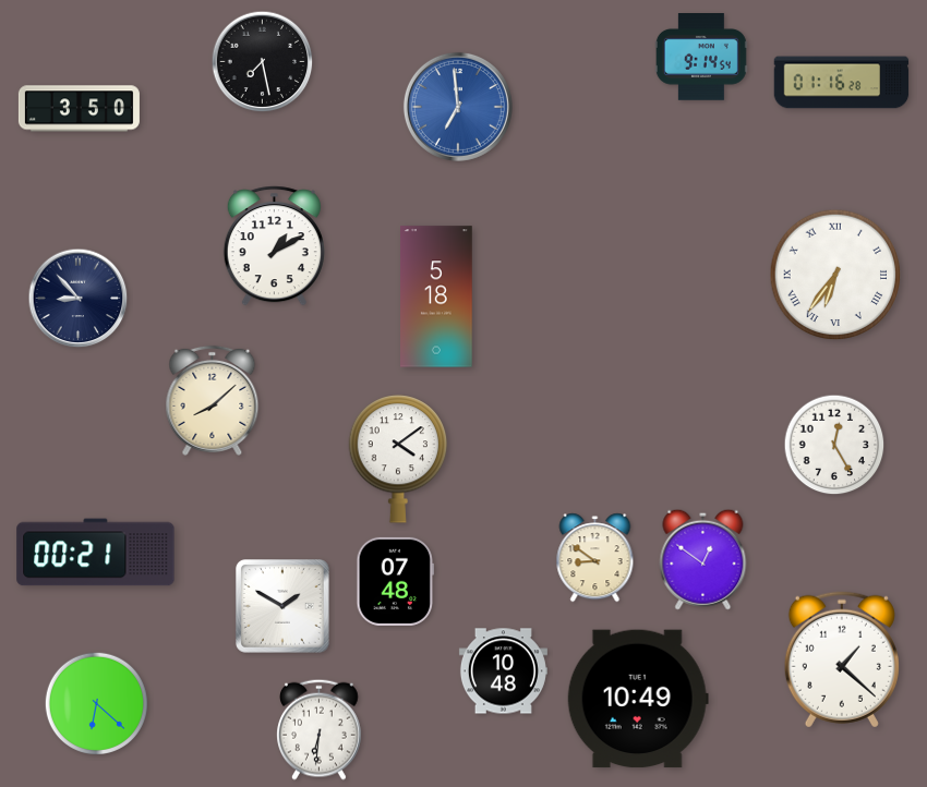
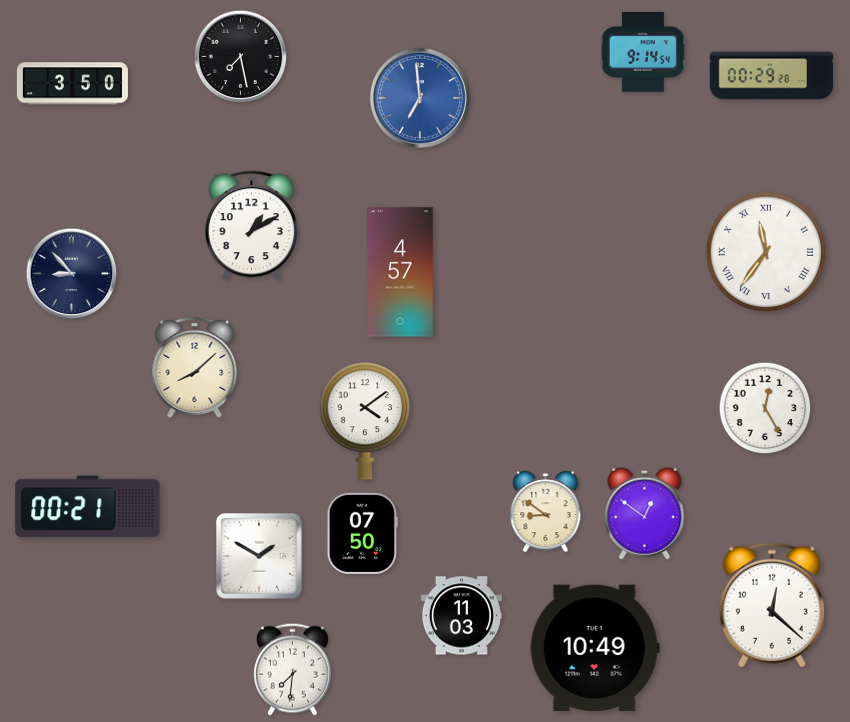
clock at (842, 83): 01:16 -> 00:29
clock at (79, 109) position: (79, 109) -> (72, 84)
clock at (835, 275): 6:36 -> 11:36
clock at (436, 296): 5:18 -> 4:57
clock at (395, 581): 07:48 -> 07:50
clock at (842, 659): 1:22 -> 12:22
clock at (503, 671): 10:48 -> 11:03
clock at (638, 699) position: (638, 699) -> (595, 648)
clock at (96, 703): 6:22 -> none
clock at (320, 729): 6:31 -> 7:31
